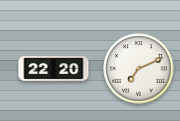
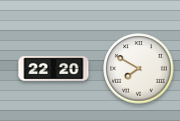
clock at (139, 69): 7:11 -> 7:50
